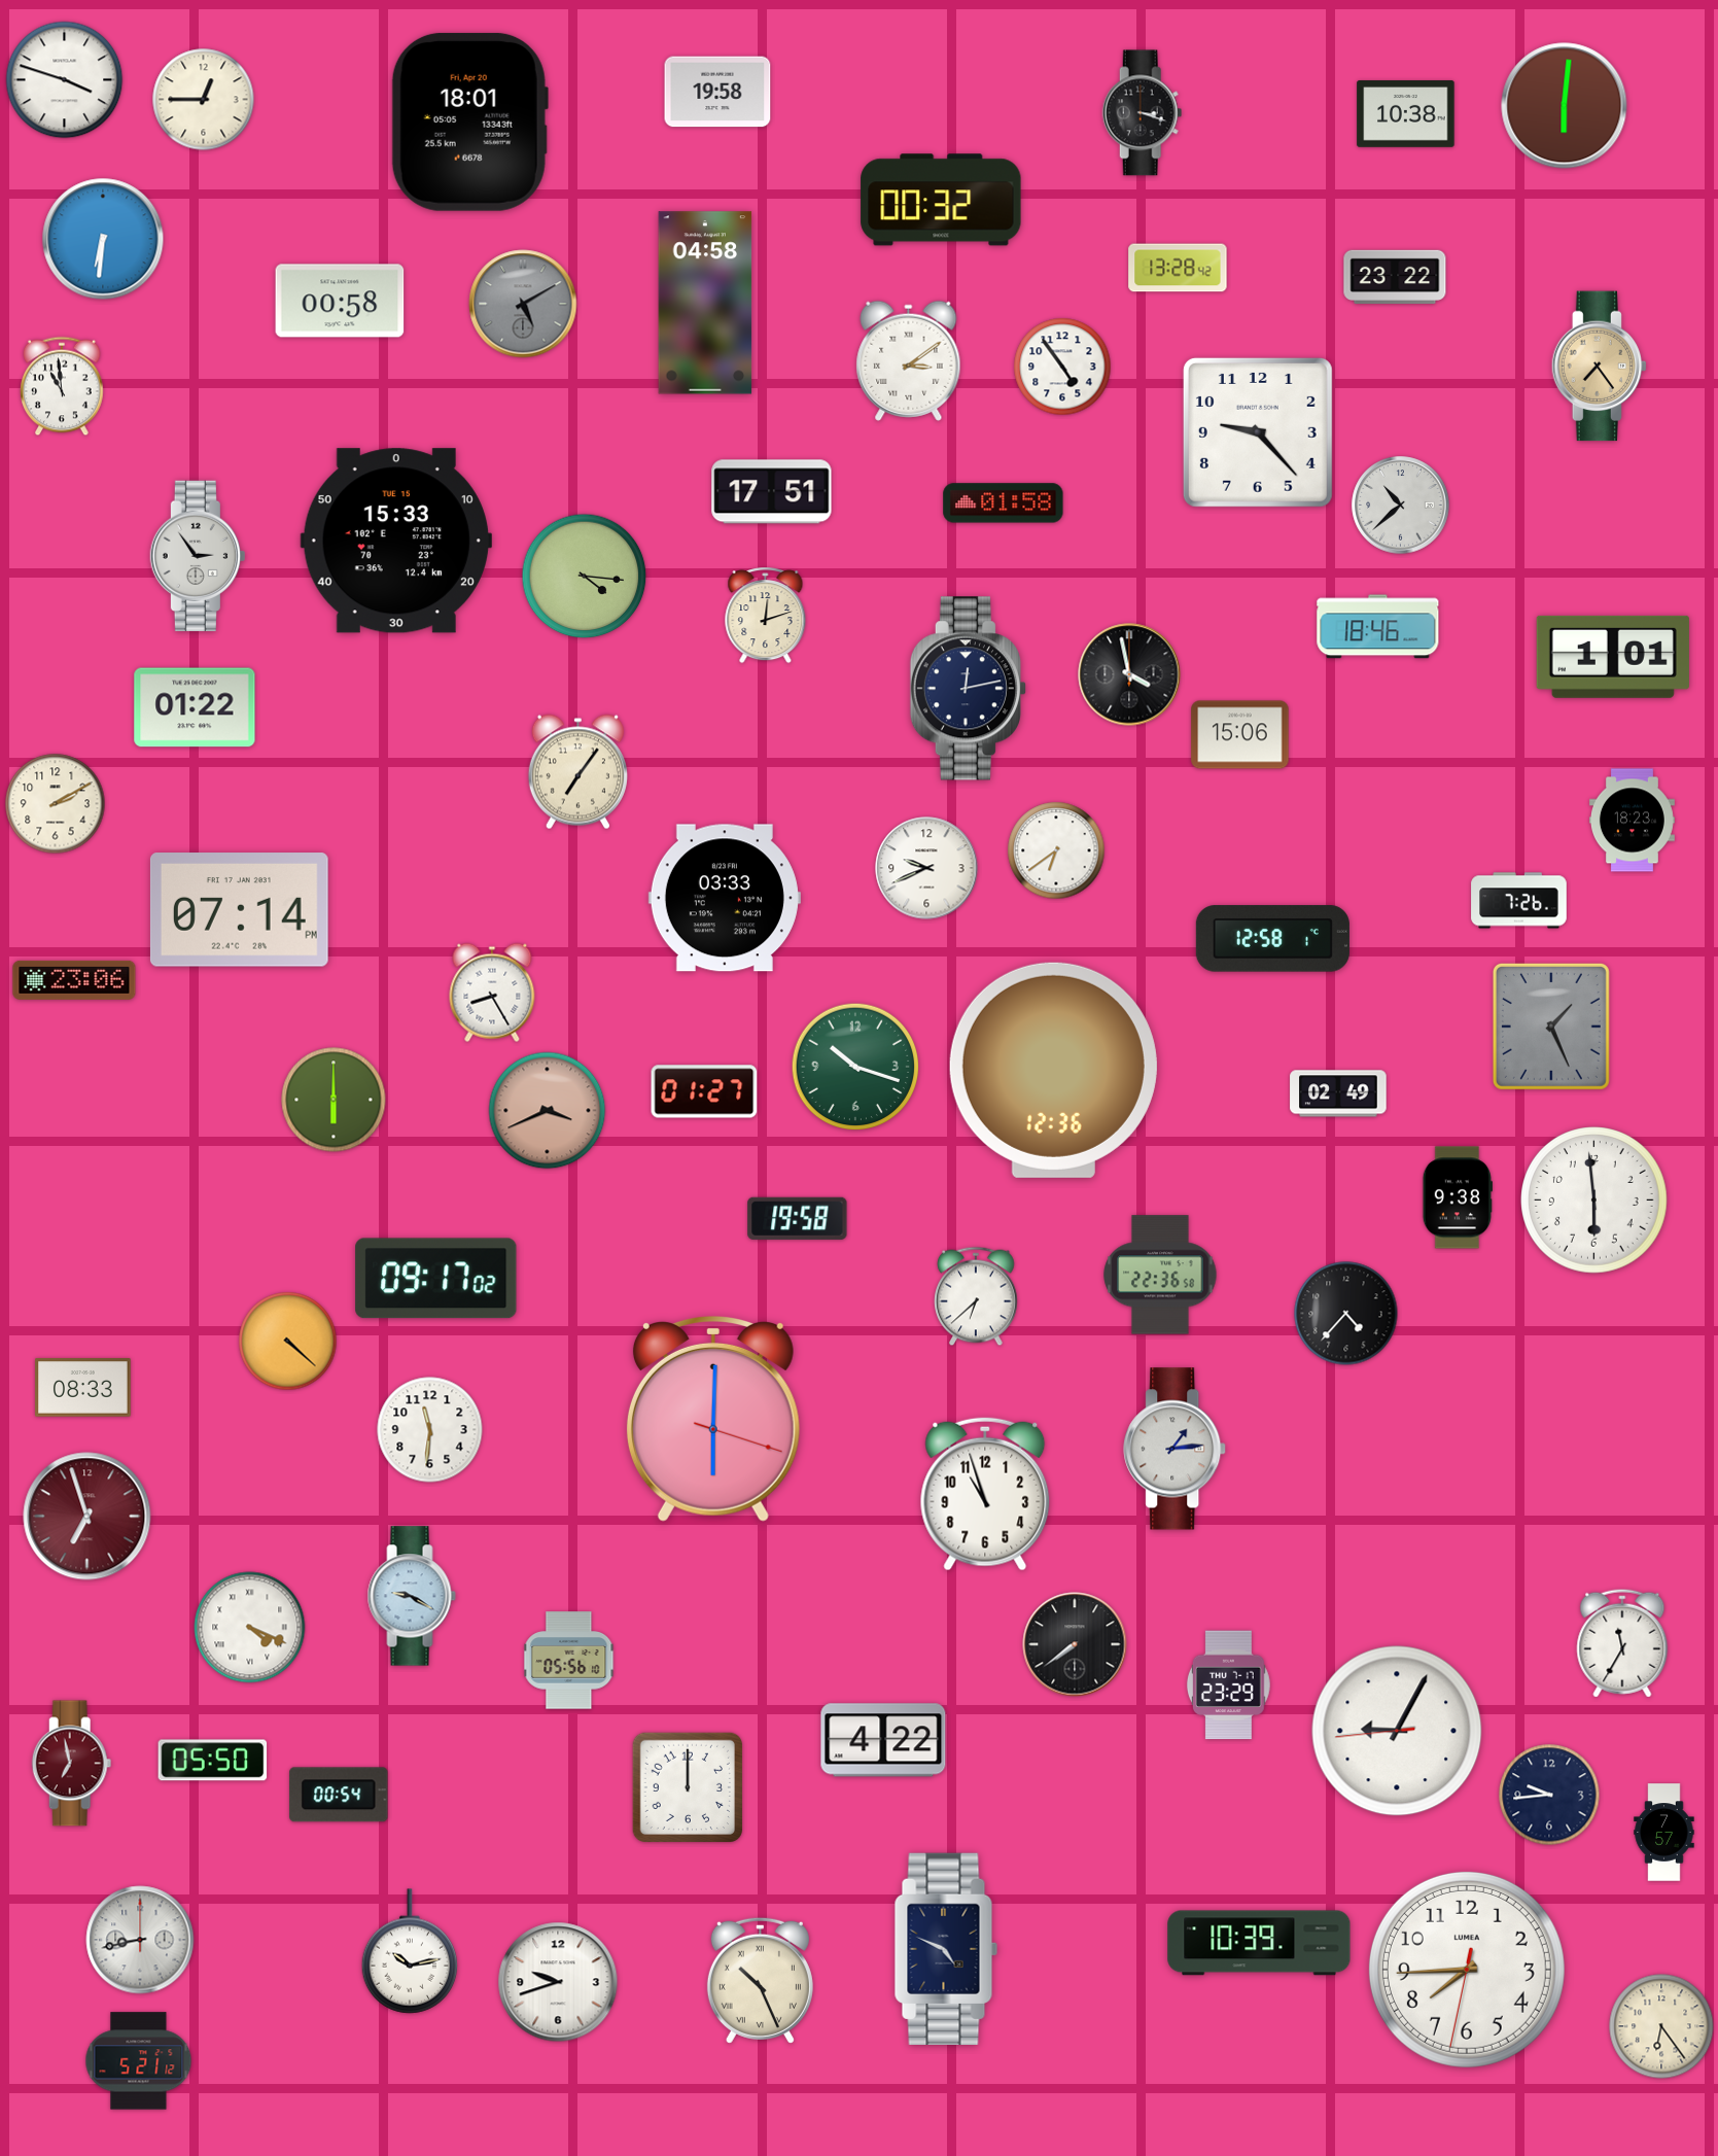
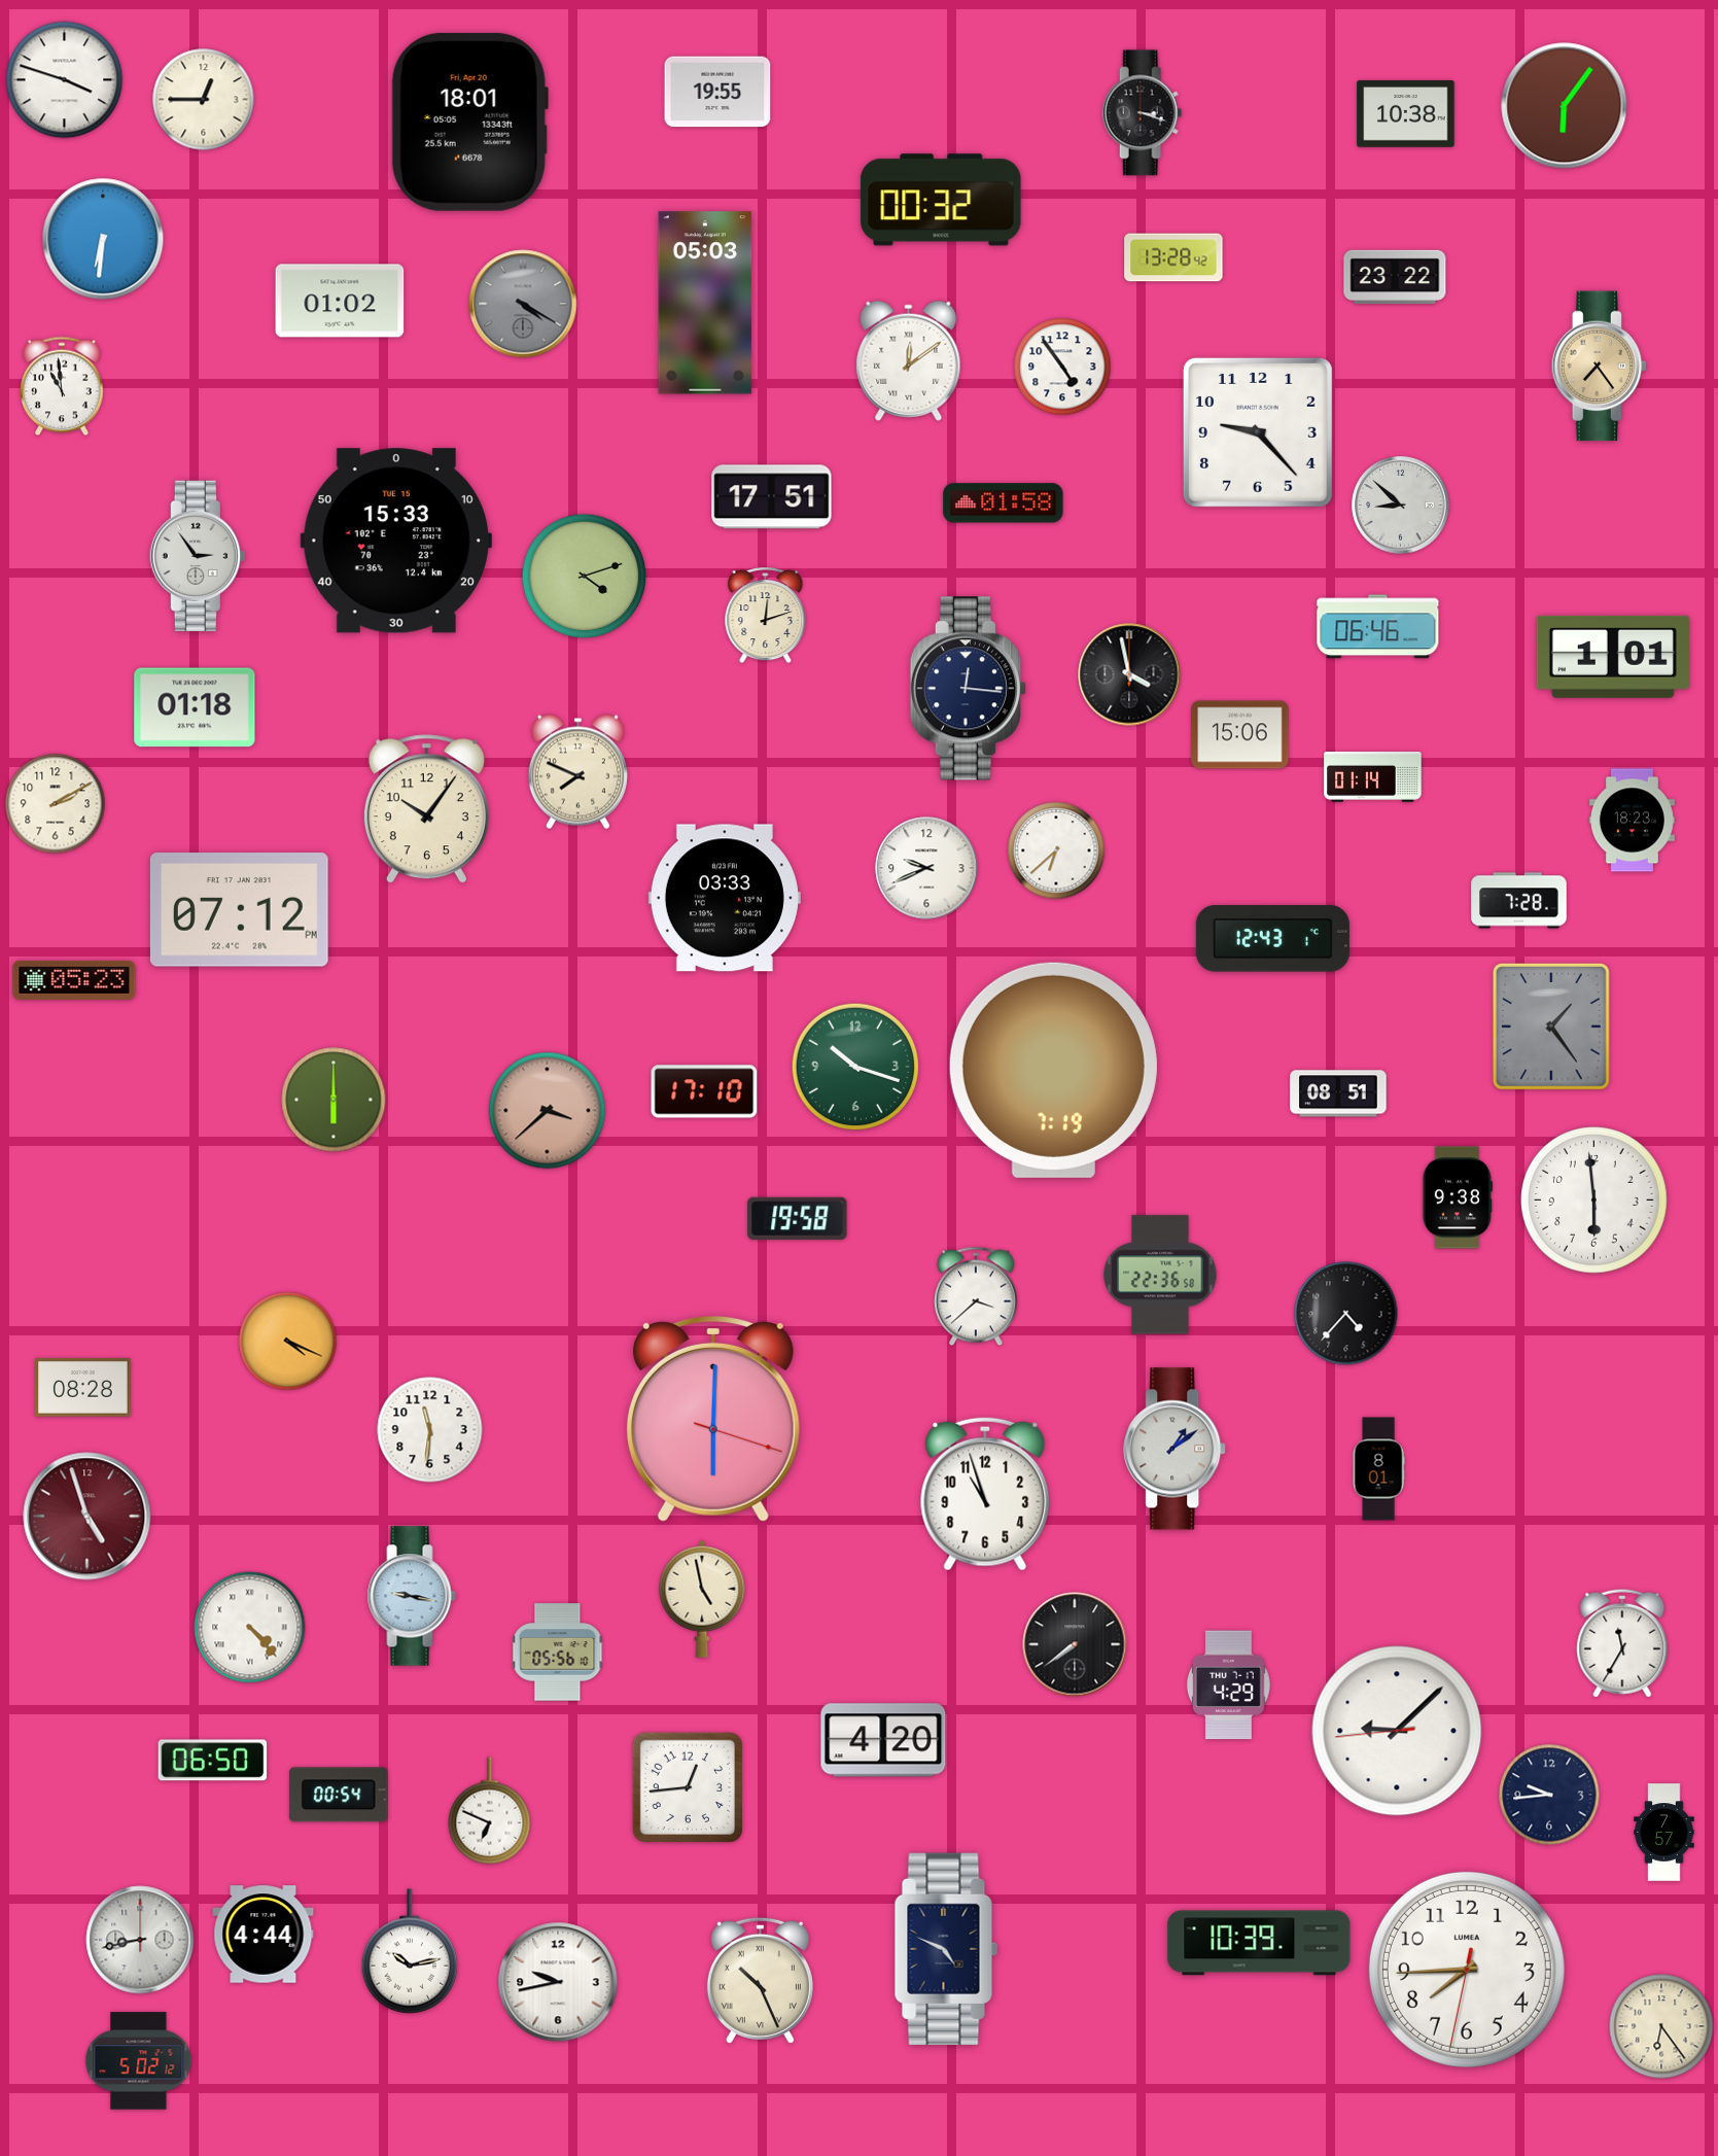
clock at (717, 92): 19:58 -> 19:55
clock at (1565, 106): 6:01 -> 6:06
clock at (1178, 268) position: (1178, 268) -> (1173, 257)
clock at (340, 301): 00:58 -> 01:02
clock at (705, 303): 04:58 -> 05:03
clock at (523, 304): 5:10 -> 4:20
clock at (909, 360): 3:09 -> 12:09
clock at (772, 492) position: (772, 492) -> (772, 497)
clock at (1401, 506): 10:38 -> 8:52
clock at (585, 577): 4:16 -> 4:12
clock at (1378, 627): 18:46 -> 06:46
clock at (968, 689): 12:13 -> 12:16
clock at (195, 707): 01:22 -> 01:18
clock at (577, 772): 7:06 -> 7:49
clock at (1373, 777): none -> 01:14
clock at (426, 809): none -> 10:06
clock at (1056, 850): 6:39 -> 6:38
clock at (1519, 901): 7:26 -> 7:28
clock at (239, 910): 07:14 -> 07:12
clock at (1272, 939): 12:58 -> 12:43
clock at (74, 980): 23:06 -> 05:23
clock at (492, 993): 8:25 -> none
clock at (1551, 1027): 1:26 -> 1:24
clock at (1053, 1070): 12:36 -> 7:19
clock at (704, 1091): 01:27 -> 17:10
clock at (1338, 1093): 02:49 -> 08:51
clock at (548, 1111): 3:41 -> 3:38
clock at (436, 1279): 09:17 -> none
clock at (976, 1296): 6:38 -> 3:38
clock at (288, 1342): 4:22 -> 4:19
clock at (83, 1388): 08:33 -> 08:28
clock at (1176, 1449): 1:14 -> 1:09
clock at (1378, 1469): none -> 8:01
clock at (87, 1517): 6:57 -> 4:57
clock at (412, 1596): 9:20 -> 9:17
clock at (702, 1599): none -> 4:58
clock at (250, 1628): 4:19 -> 4:23
clock at (569, 1661) position: (569, 1661) -> (558, 1653)
clock at (1228, 1685): 23:29 -> 4:29
clock at (1397, 1731): 9:04 -> 9:07
clock at (883, 1740): 4:22 -> 4:20
clock at (213, 1761): 05:50 -> 06:50
clock at (72, 1764): 6:58 -> none
clock at (687, 1786): 12:00 -> 12:44
clock at (490, 1811): none -> 6:49
clock at (264, 1935): none -> 4:44
clock at (558, 1982): 9:42 -> 9:43
clock at (139, 2061): 5:21 -> 5:02
